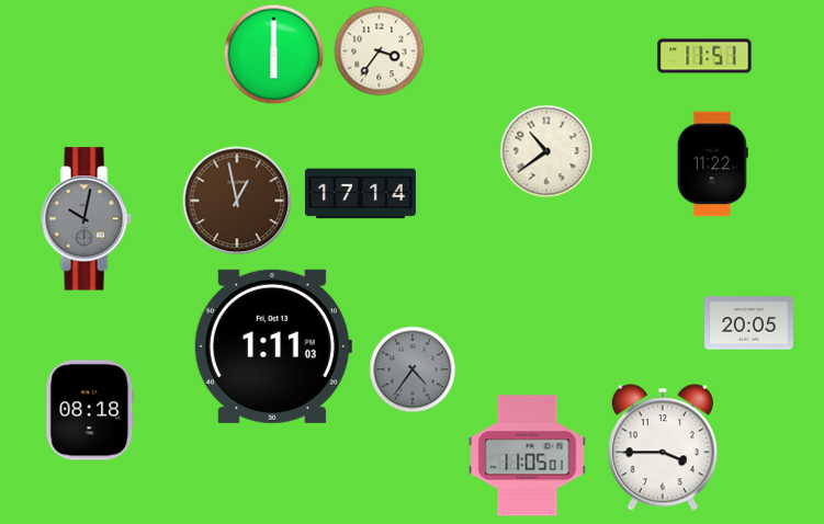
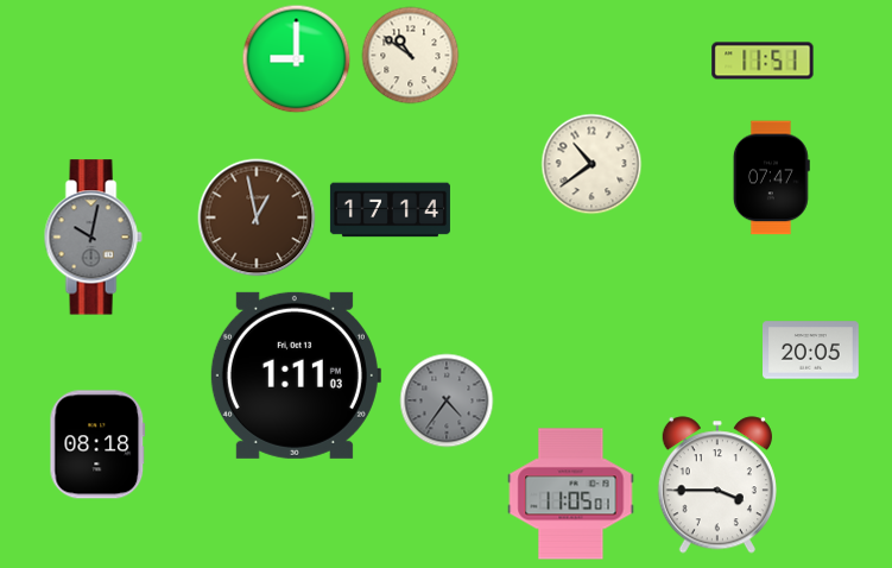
clock at (380, 52): 3:36 -> 10:51
clock at (274, 55): 6:00 -> 9:00
clock at (712, 164): 11:22 -> 07:47
